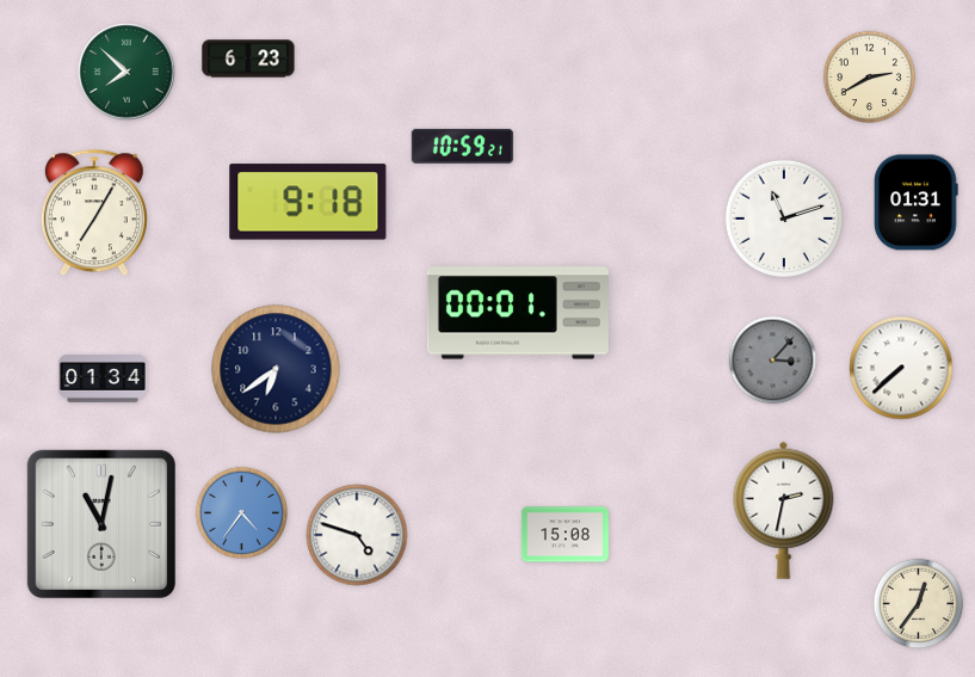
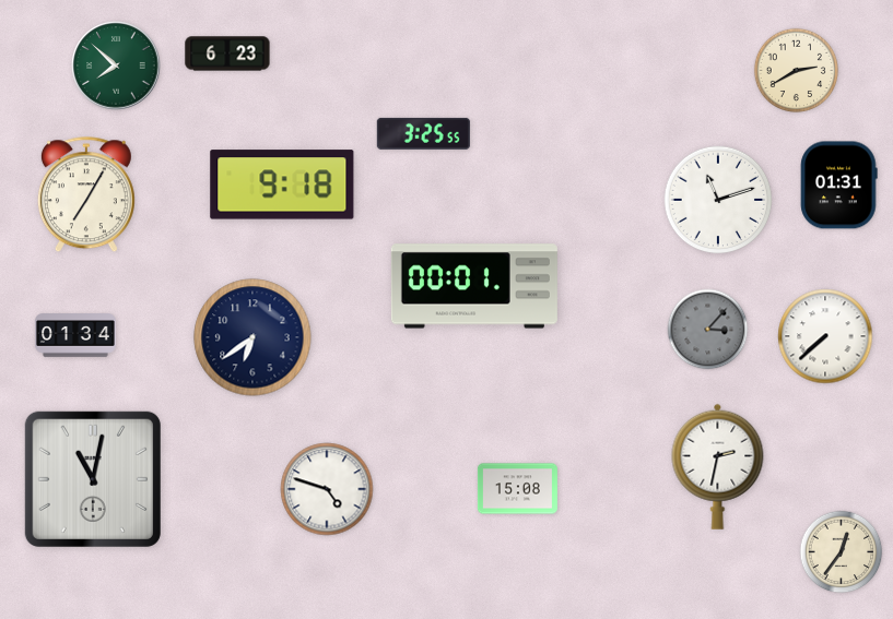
clock at (462, 146): 10:59 -> 3:25
clock at (104, 378) position: (104, 378) -> (77, 335)
clock at (241, 512): 4:36 -> none
